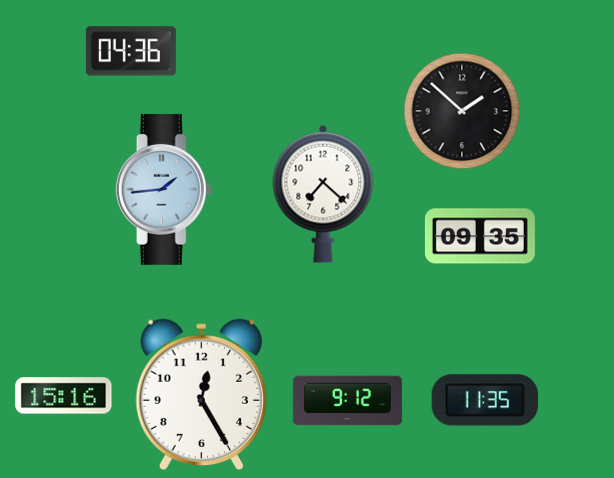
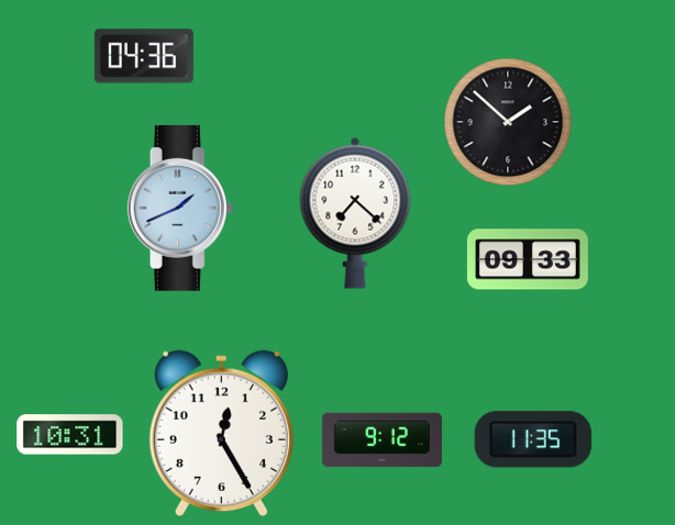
clock at (164, 189): 1:44 -> 1:41
clock at (480, 236): 09:35 -> 09:33
clock at (64, 396): 15:16 -> 10:31
